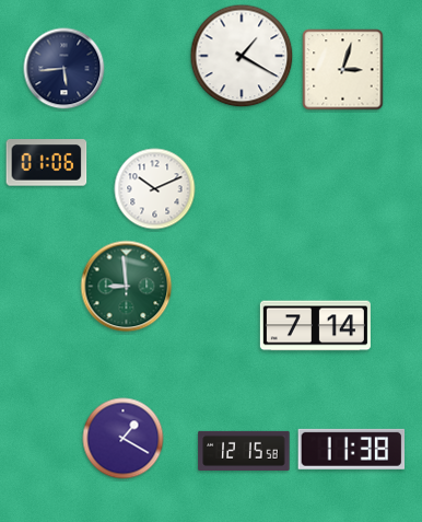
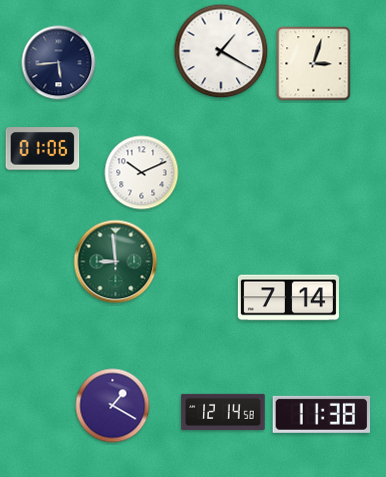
clock at (124, 439) position: (124, 439) -> (113, 406)
clock at (352, 449) position: (352, 449) -> (322, 414)
clock at (244, 451): 12:15 -> 12:14
